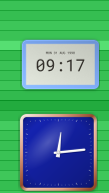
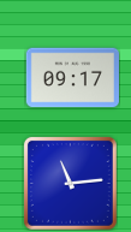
clock at (58, 152): 12:14 -> 11:14
